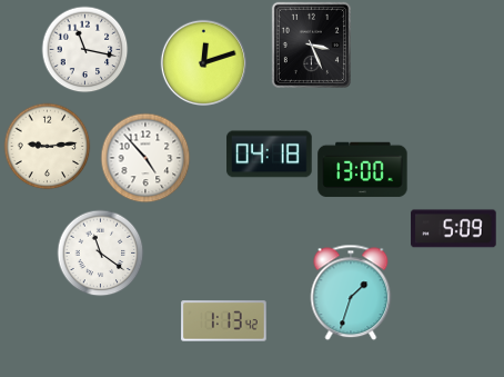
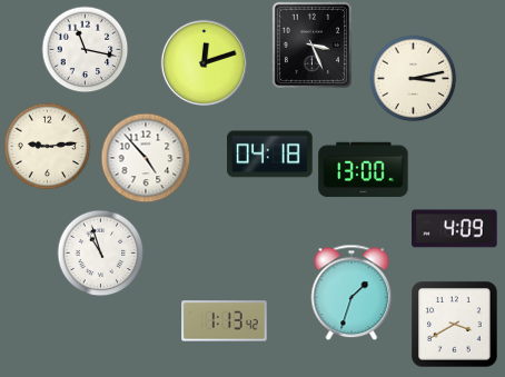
clock at (413, 78): none -> 3:13
clock at (454, 229): 5:09 -> 4:09
clock at (100, 252): 11:21 -> 10:57
clock at (455, 325): none -> 3:40
